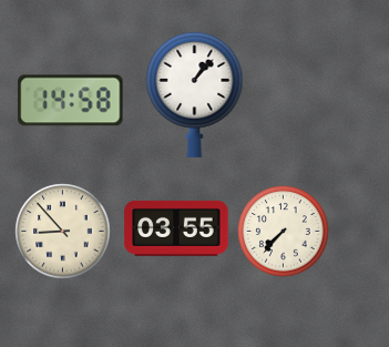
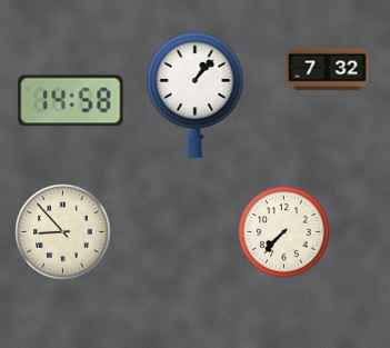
clock at (328, 70): none -> 7:32
clock at (176, 228): 03:55 -> none
